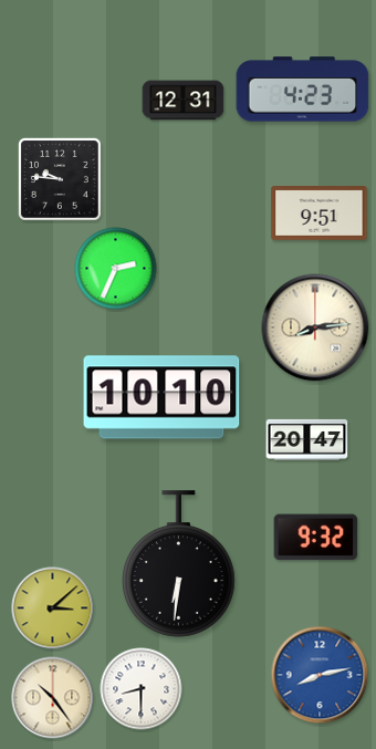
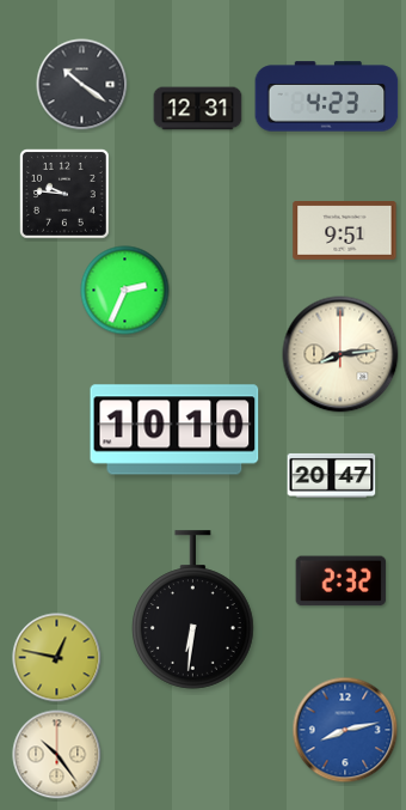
clock at (82, 85): none -> 10:21
clock at (316, 538): 9:32 -> 2:32
clock at (53, 608): 3:08 -> 12:47
clock at (142, 689): 8:30 -> none
